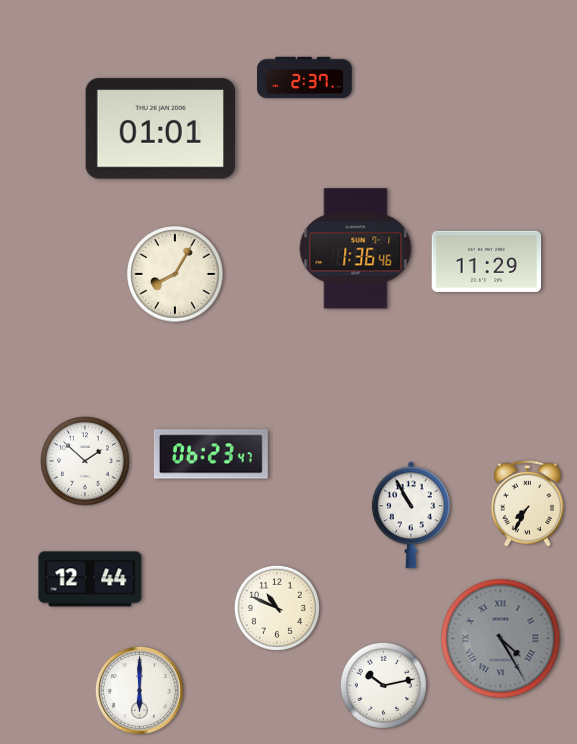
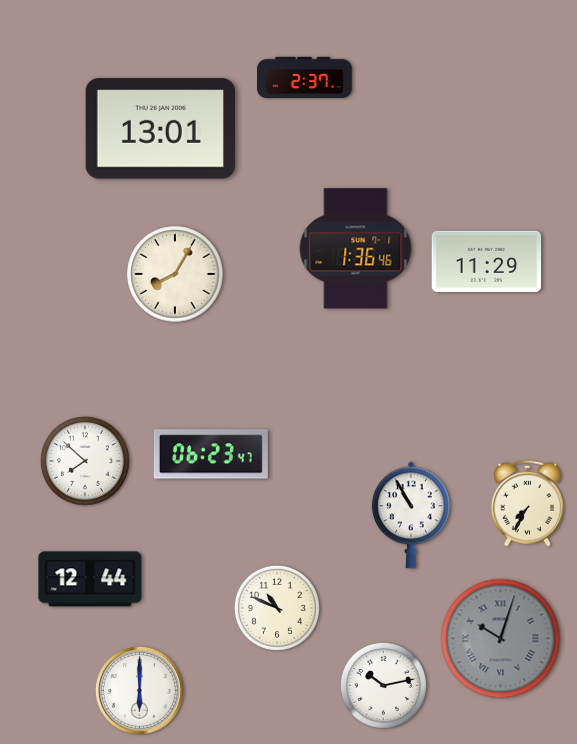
clock at (161, 129): 01:01 -> 13:01
clock at (85, 461): 1:52 -> 7:52
clock at (501, 639): 4:25 -> 10:03
